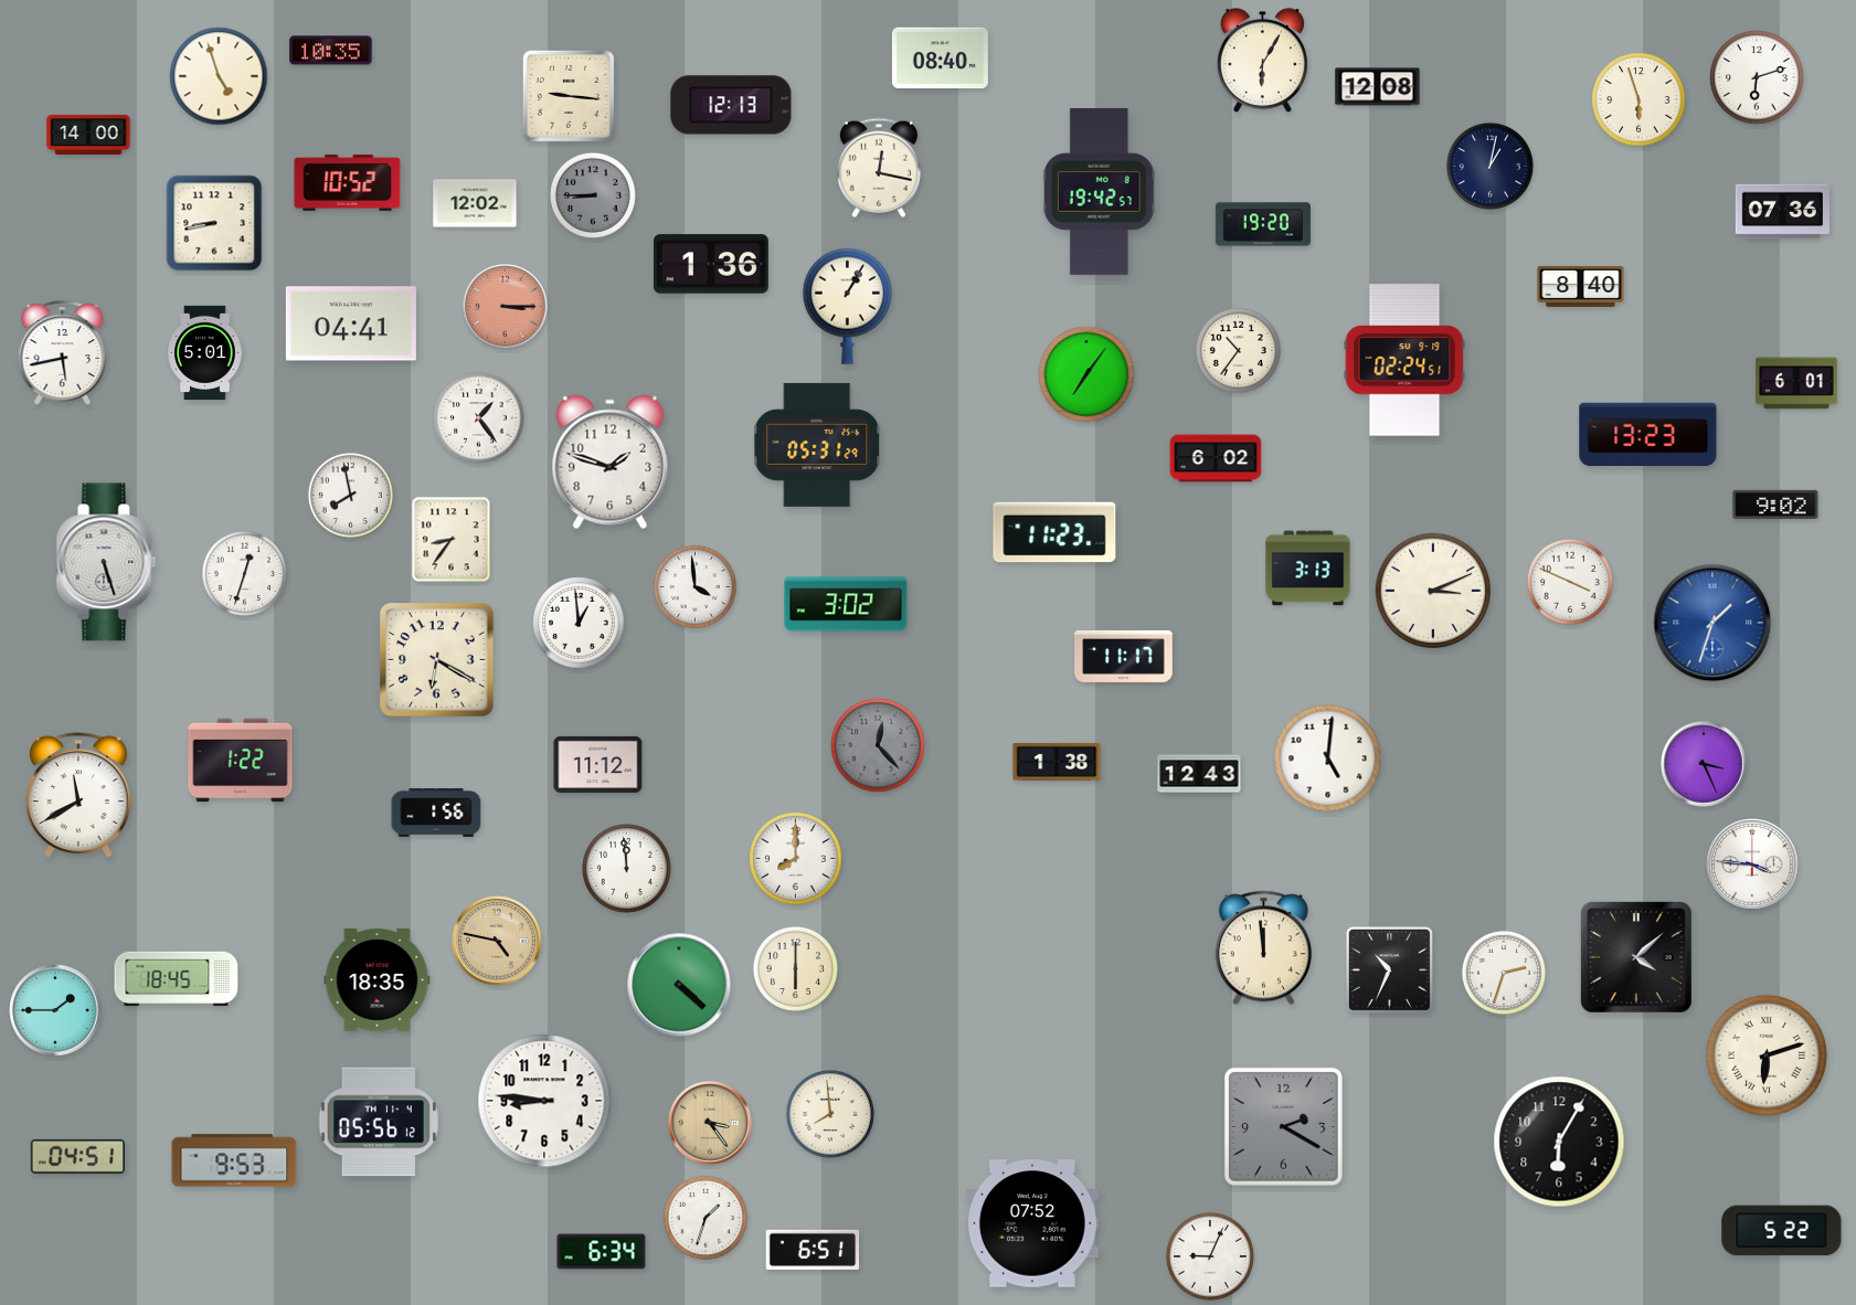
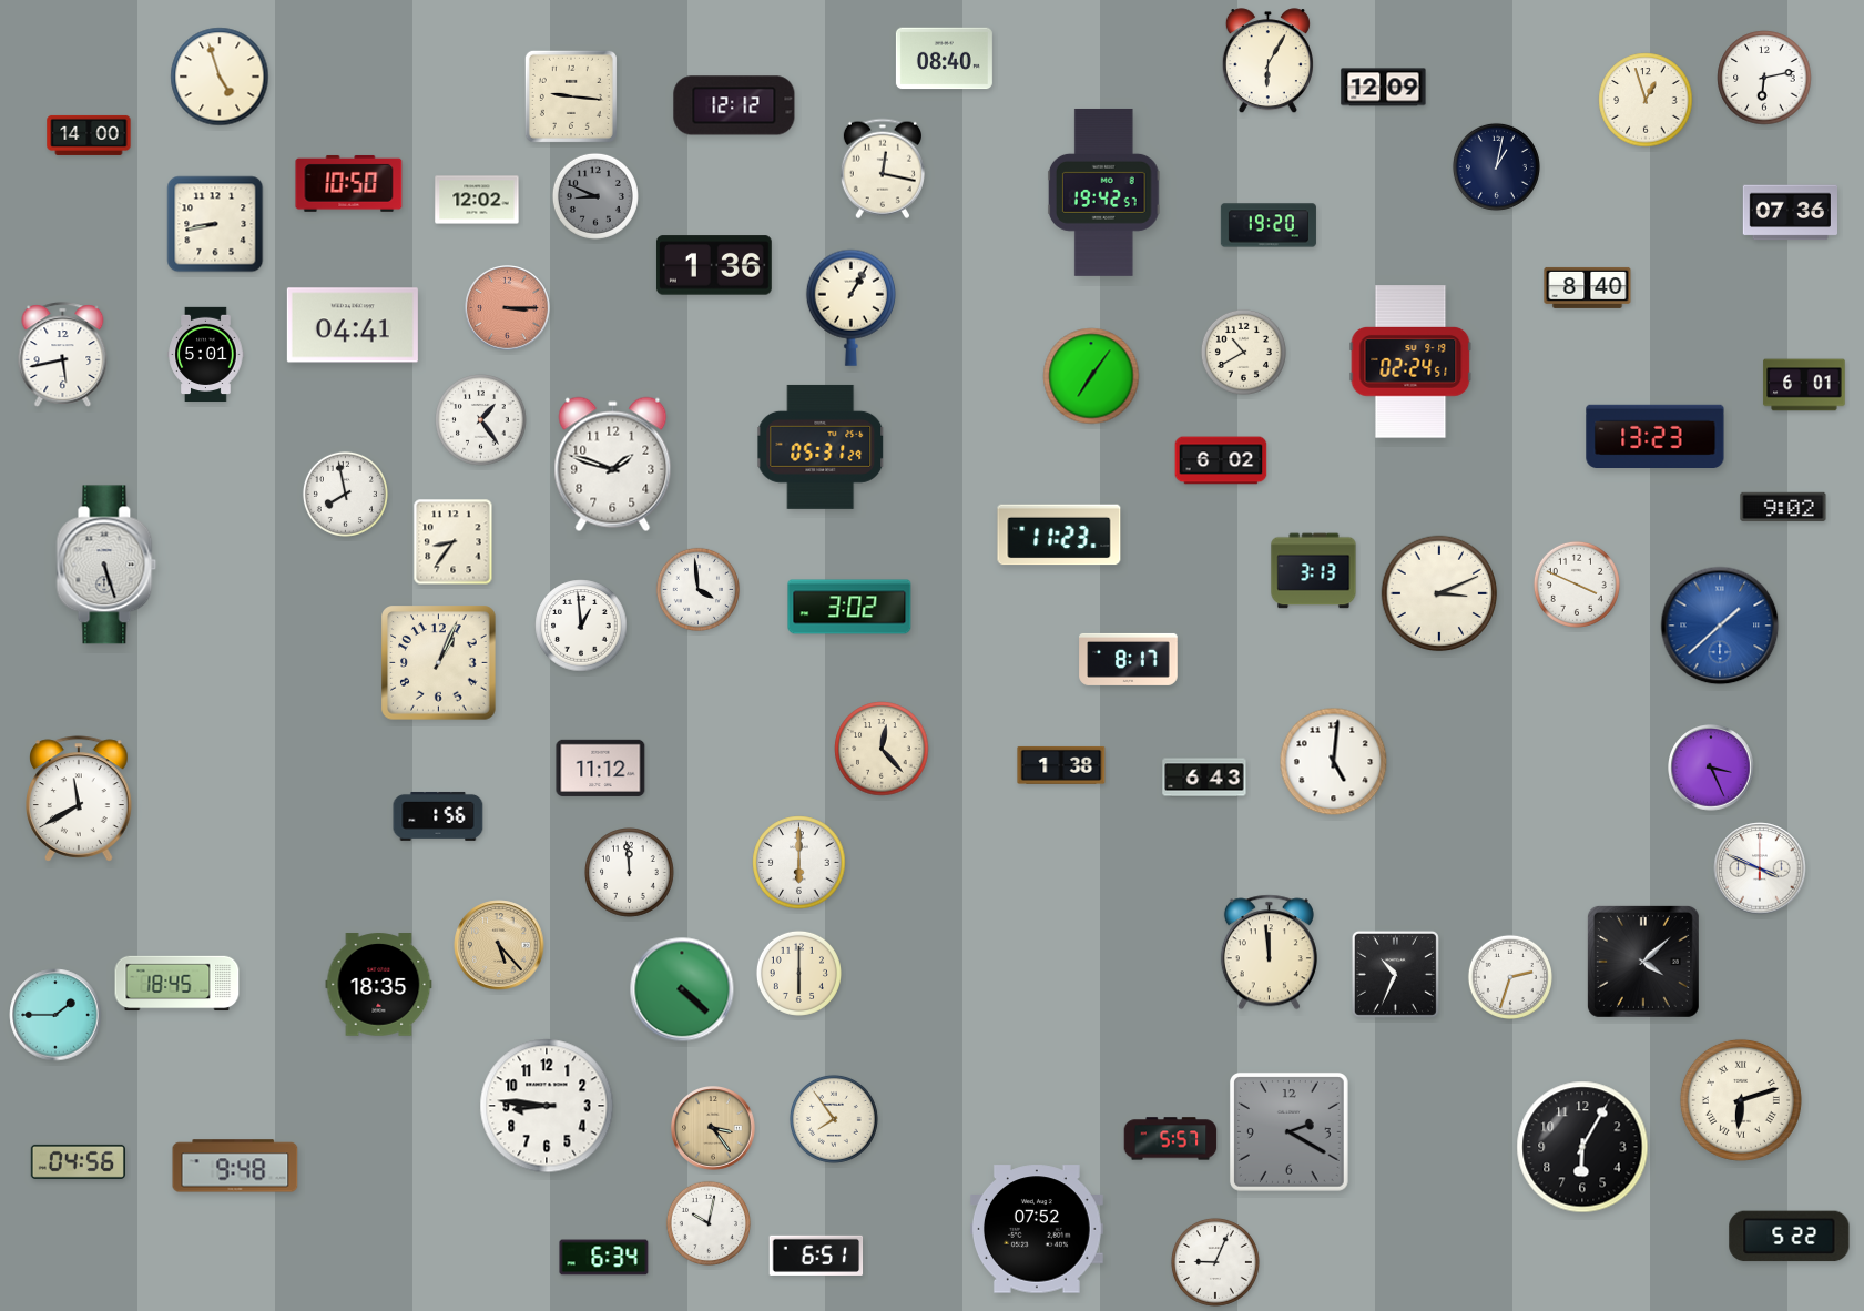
clock at (331, 51): 10:35 -> none
clock at (1757, 77): 6:12 -> 6:13
clock at (1378, 87): 12:08 -> 12:09
clock at (1638, 99): 5:57 -> 12:57
clock at (731, 105): 12:13 -> 12:12
clock at (348, 182): 10:52 -> 10:50
clock at (593, 195): 8:45 -> 8:49
clock at (475, 203) position: (475, 203) -> (477, 200)
clock at (1238, 350): 10:36 -> 10:40
clock at (350, 495) position: (350, 495) -> (345, 494)
clock at (244, 573): 12:33 -> none
clock at (1712, 623): 1:33 -> 1:38
clock at (1124, 656): 11:17 -> 8:17
clock at (437, 660): 6:20 -> 1:04
clock at (878, 745) dial: grey -> cream
clock at (241, 761): 1:22 -> none
clock at (1199, 774): 12:43 -> 6:43
clock at (796, 859): 8:00 -> 6:00
clock at (1752, 864): 3:46 -> 3:49
clock at (497, 941): 4:47 -> 5:23
clock at (1767, 1055) position: (1767, 1055) -> (1741, 1100)
clock at (830, 1114): 7:59 -> 7:54
clock at (379, 1122): 05:56 -> none
clock at (1171, 1139): none -> 5:57
clock at (1559, 1142) position: (1559, 1142) -> (1582, 1147)
clock at (77, 1156): 04:51 -> 04:56
clock at (234, 1160): 9:53 -> 9:48
clock at (706, 1218): 1:33 -> 10:02
